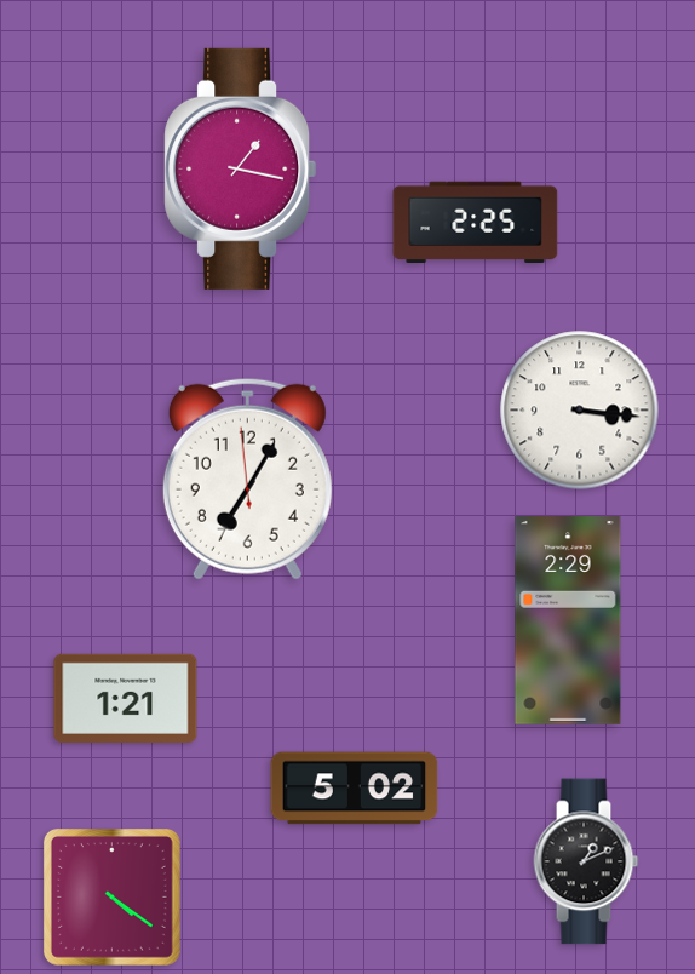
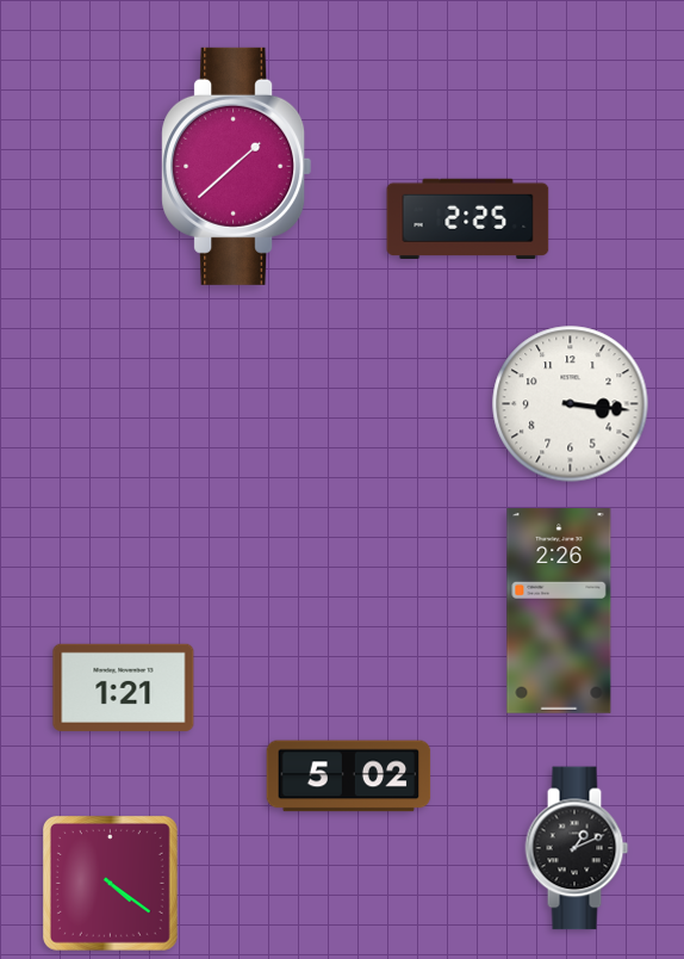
clock at (241, 168): 1:17 -> 1:38
clock at (247, 479): 7:04 -> none
clock at (568, 621): 2:29 -> 2:26
